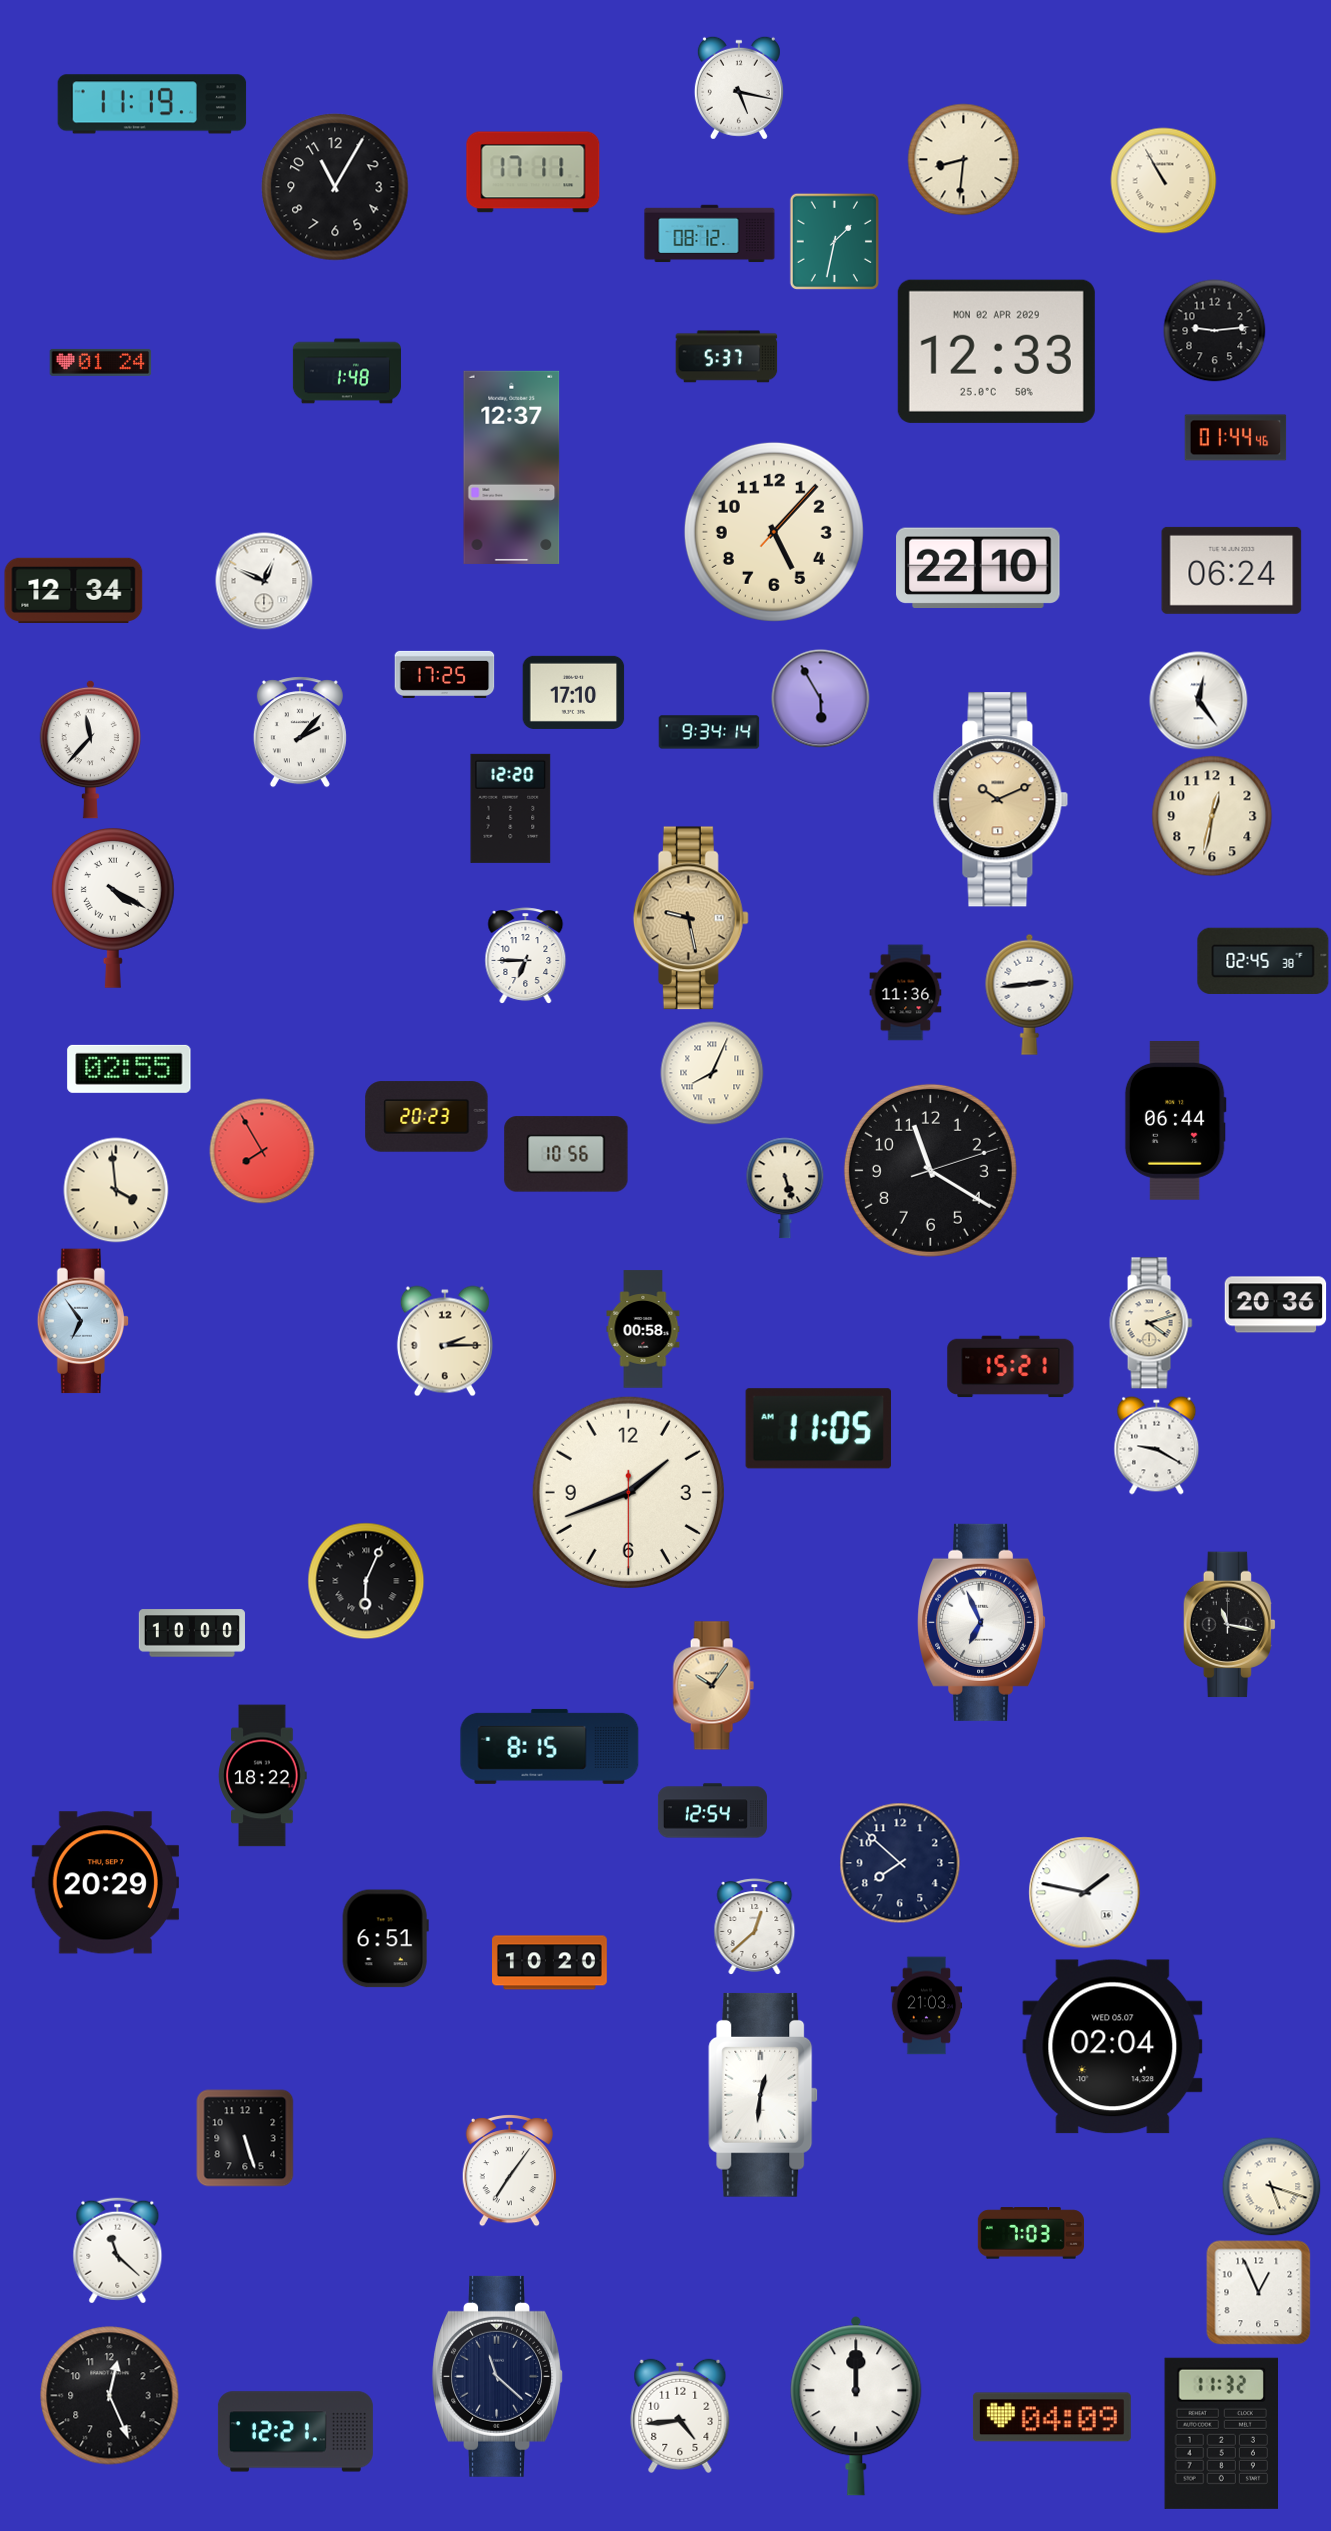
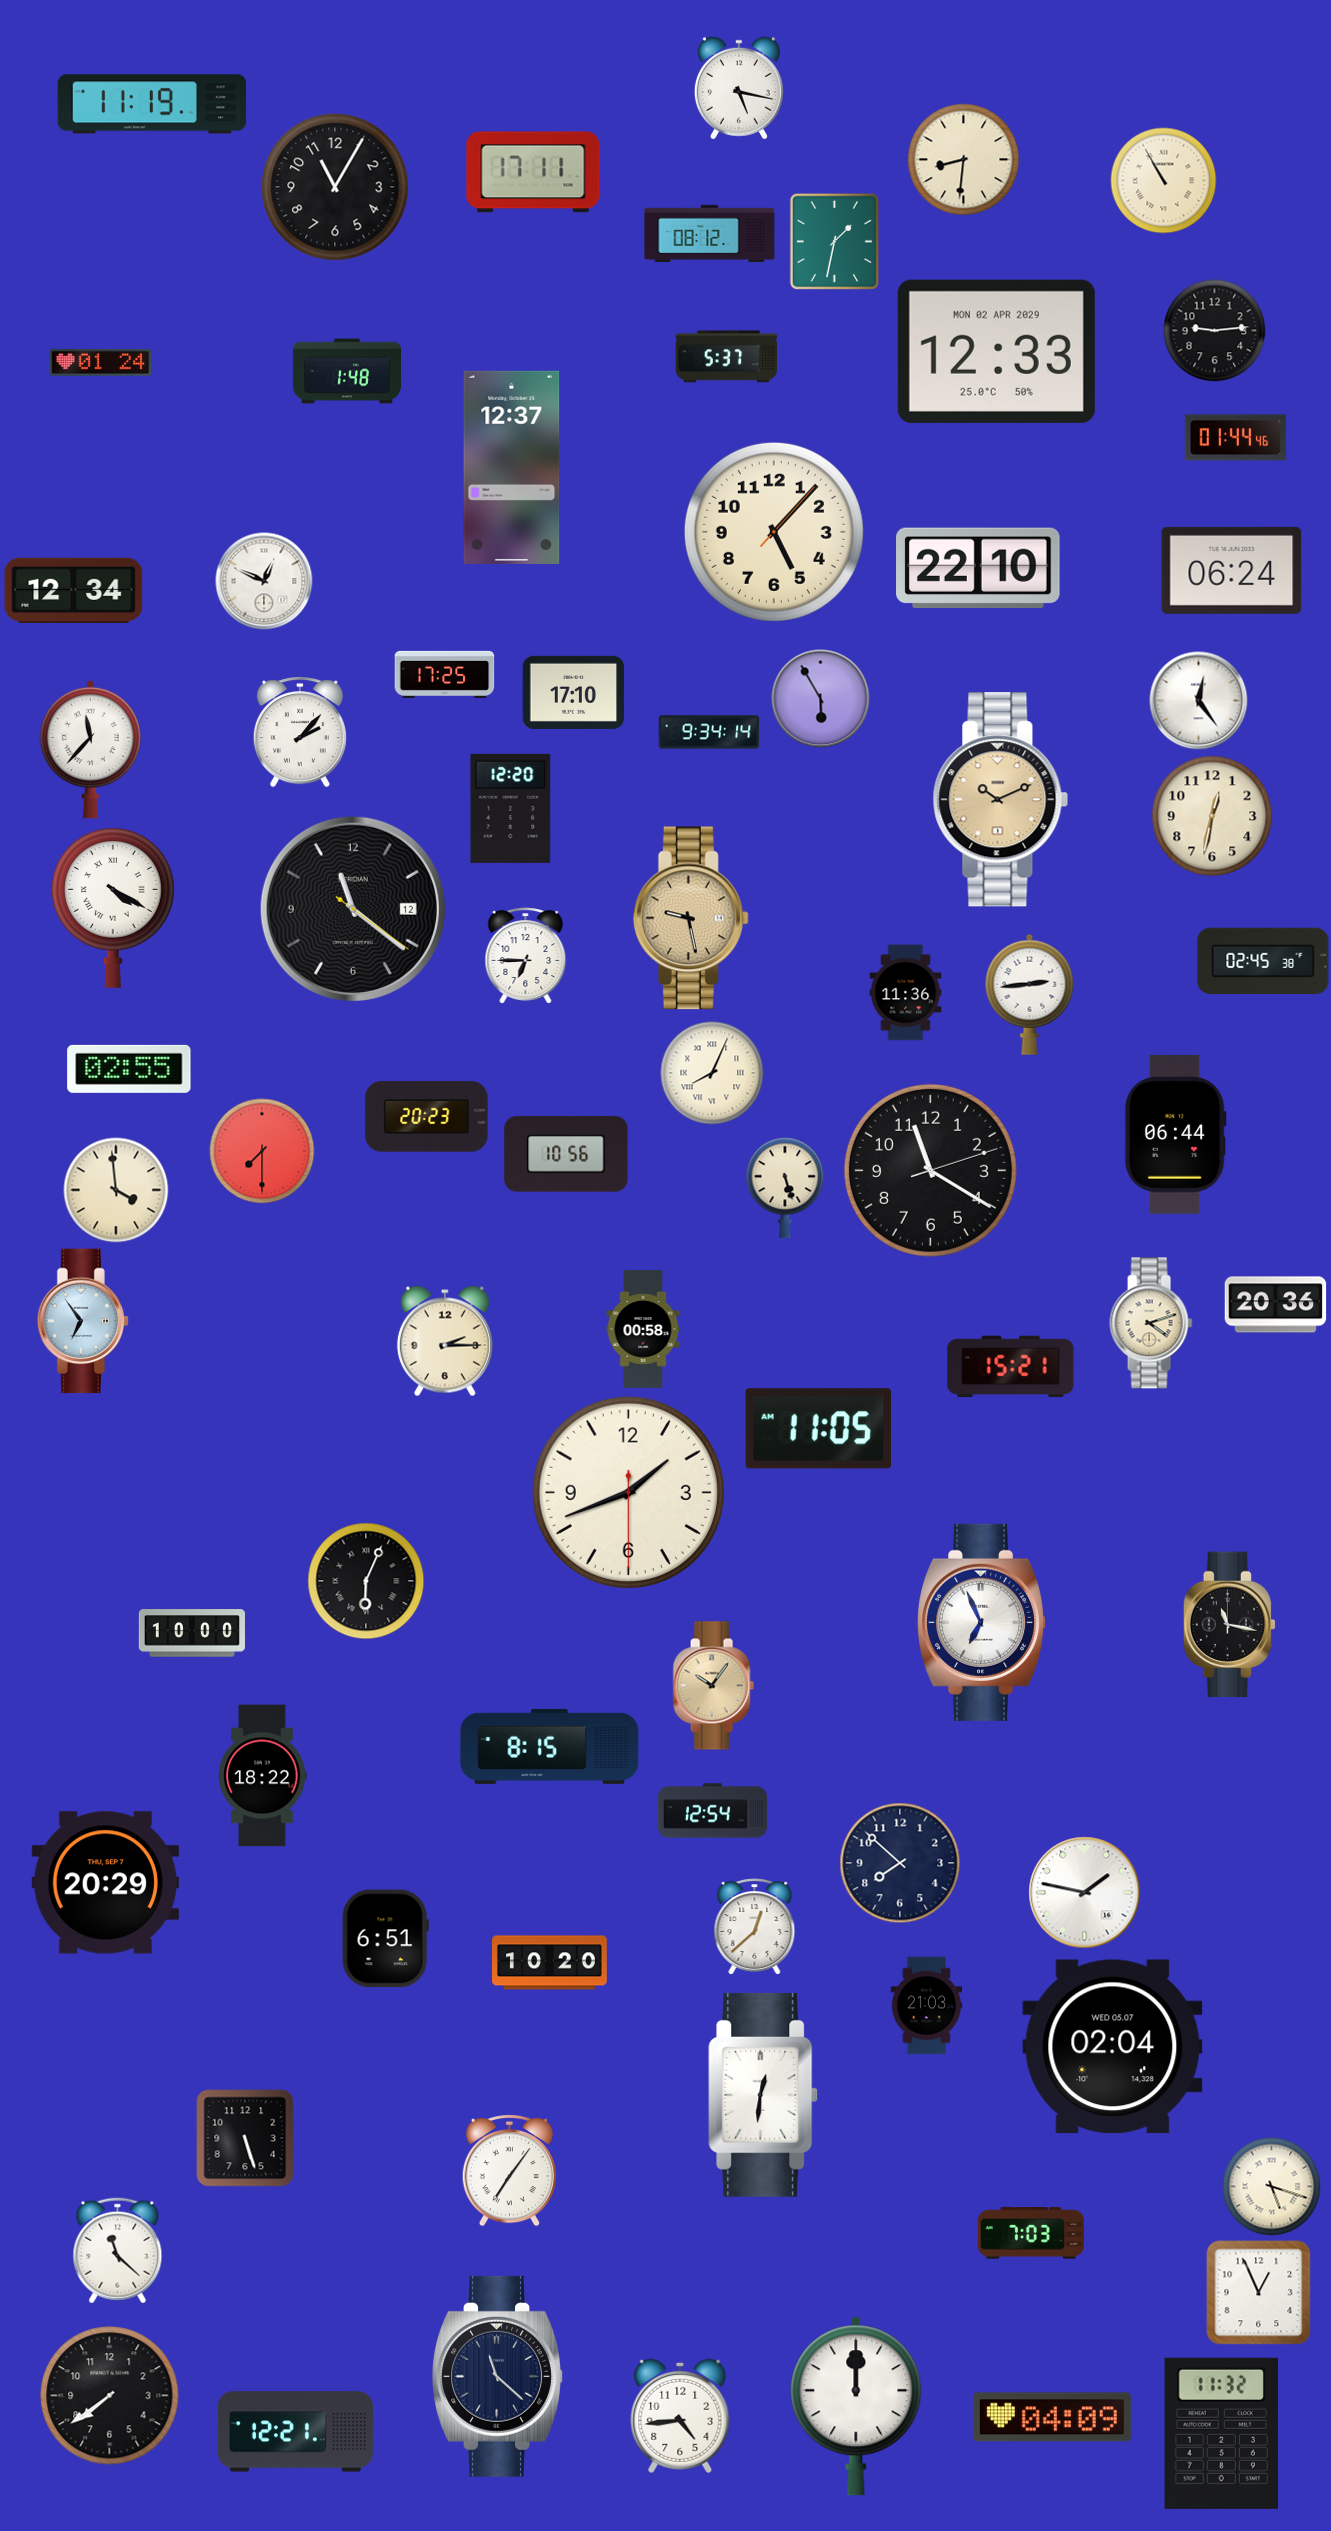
clock at (353, 909): none -> 11:21
clock at (1175, 1120) position: (1175, 1120) -> (1175, 1134)
clock at (262, 1151): 7:55 -> 7:30
clock at (1157, 1446): 9:20 -> none
clock at (110, 2396): 12:26 -> 7:39
